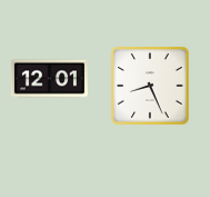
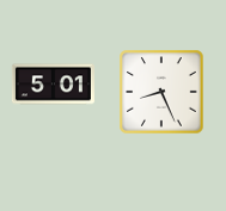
clock at (49, 79): 12:01 -> 5:01
